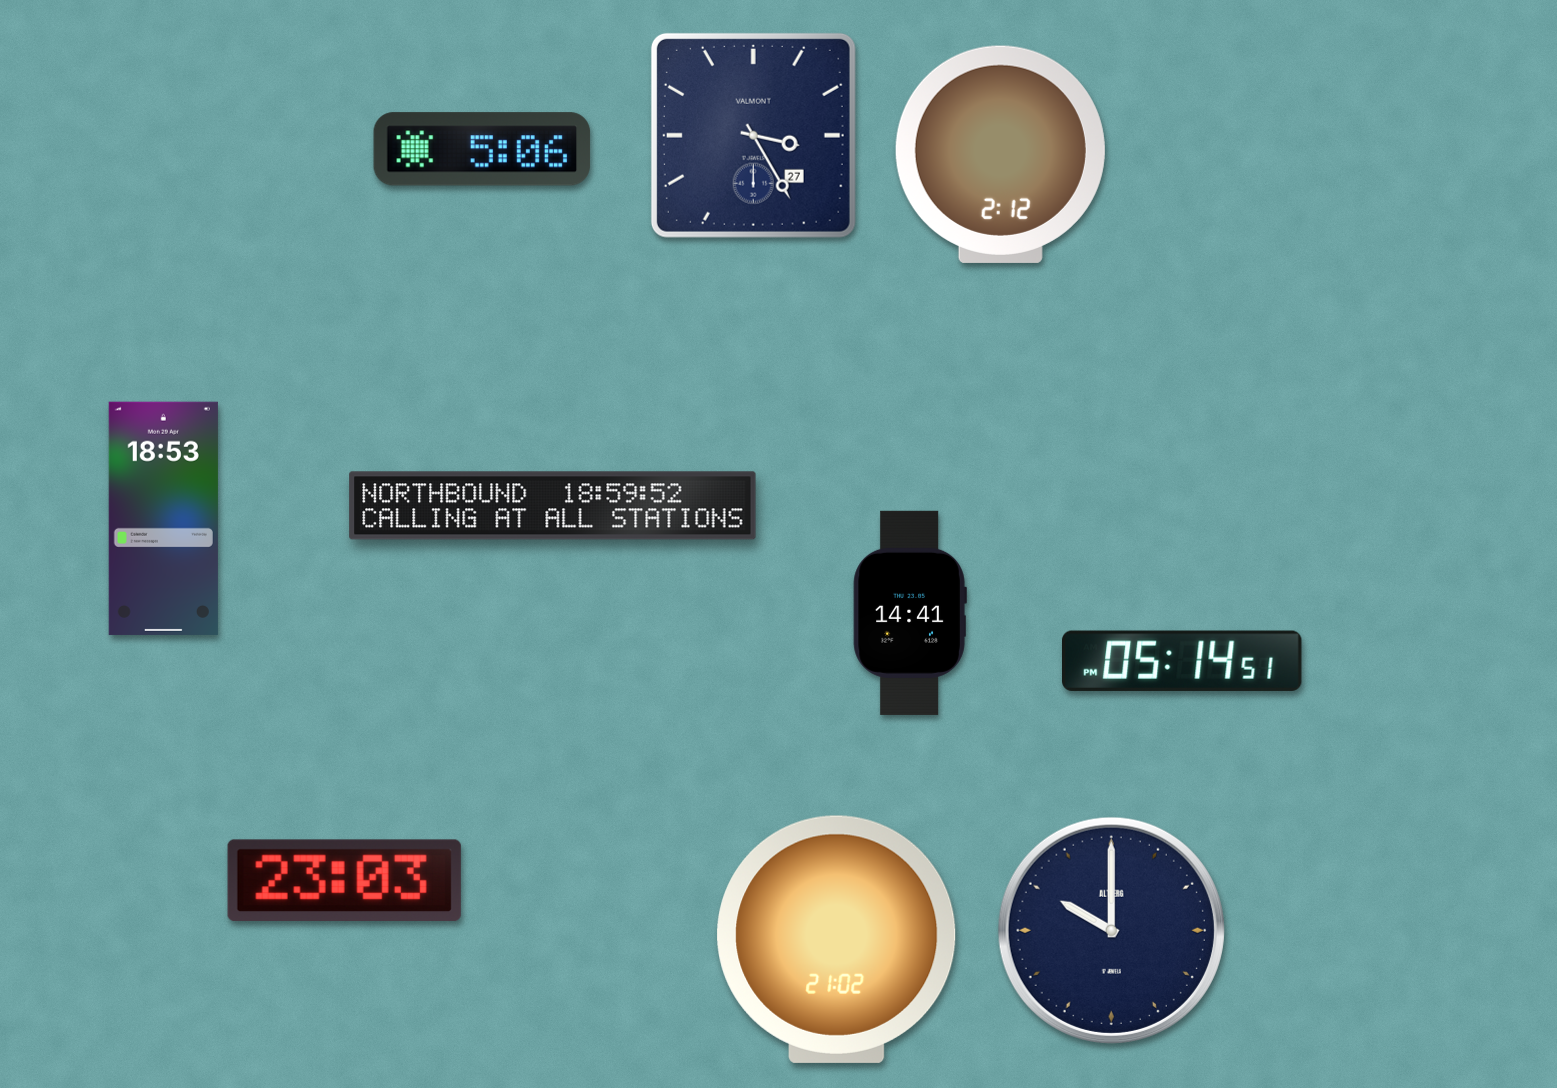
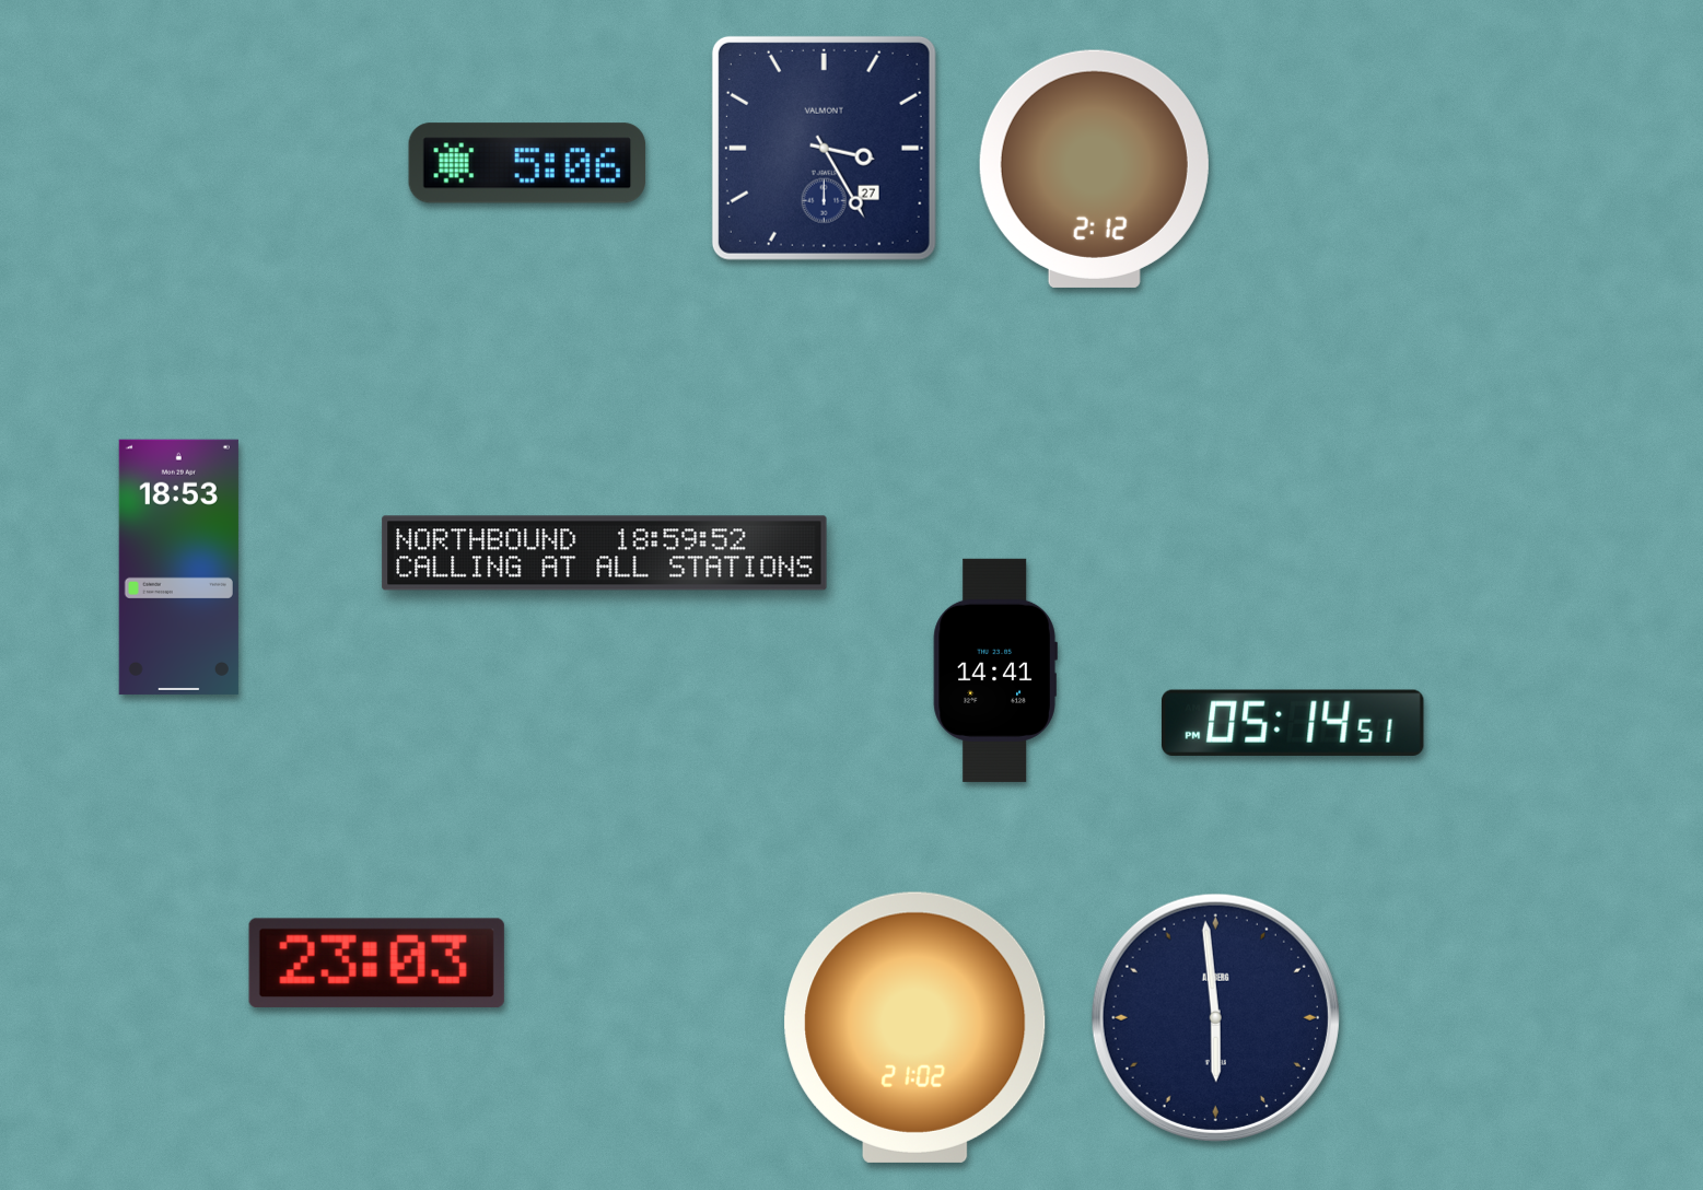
clock at (1111, 930): 10:00 -> 5:59
